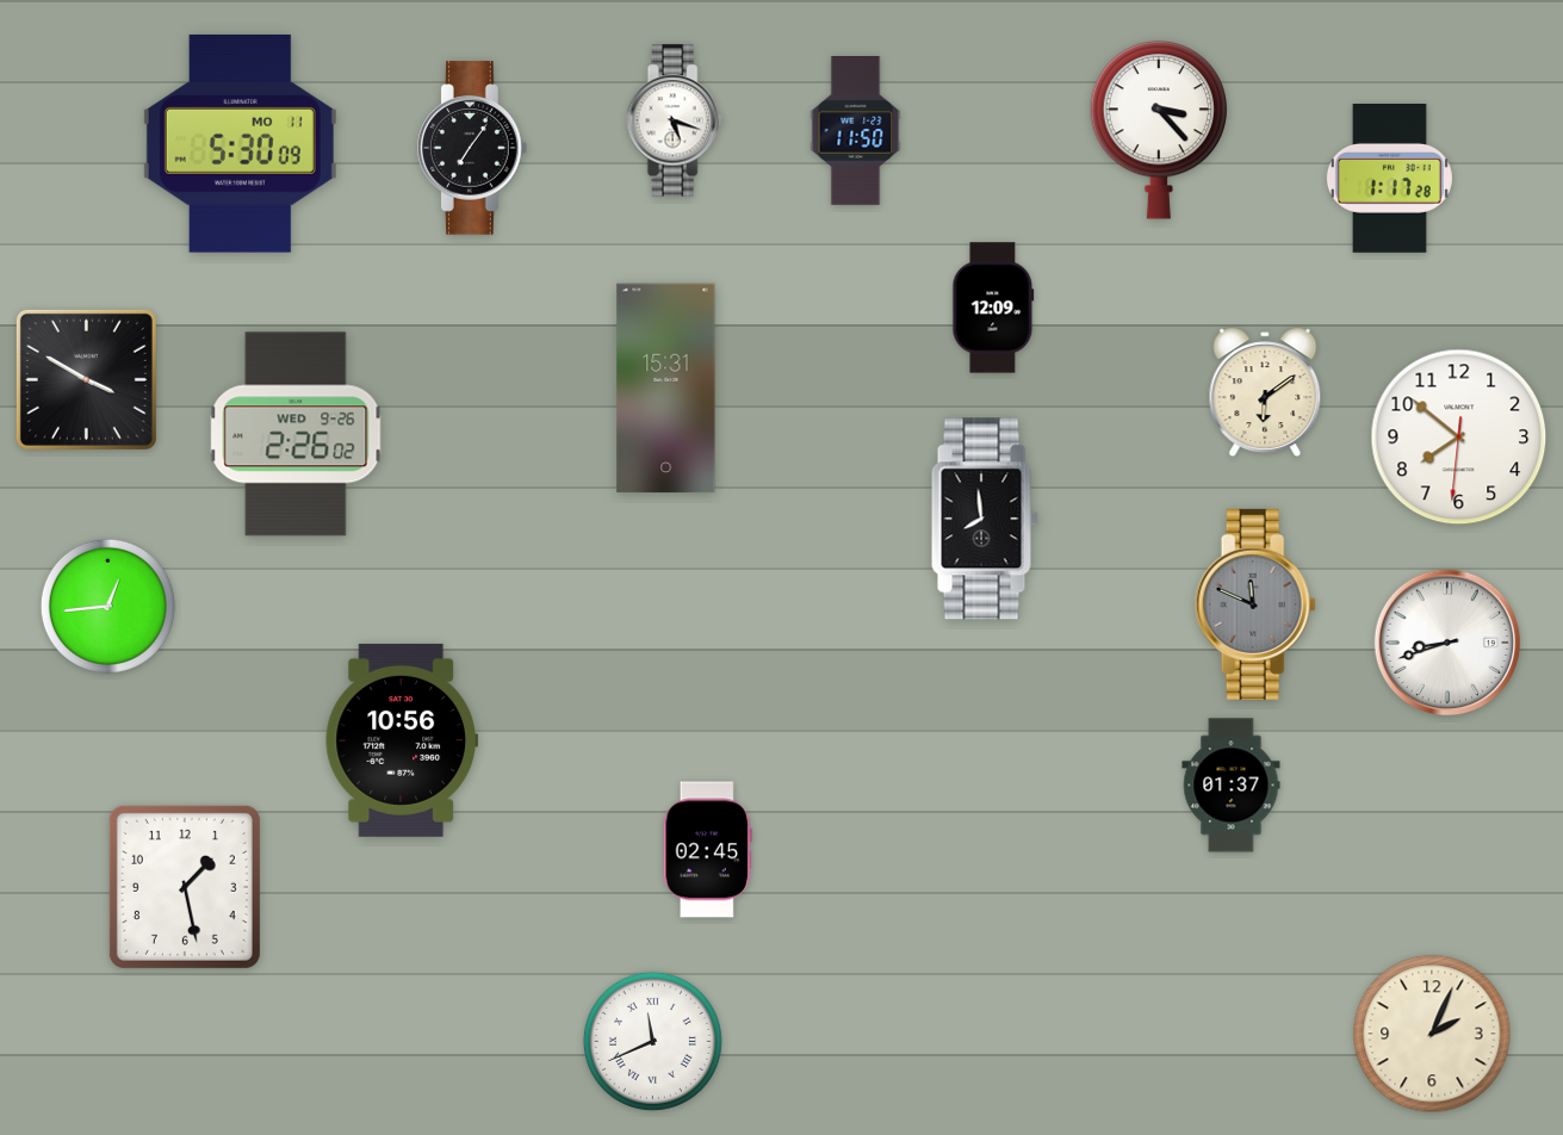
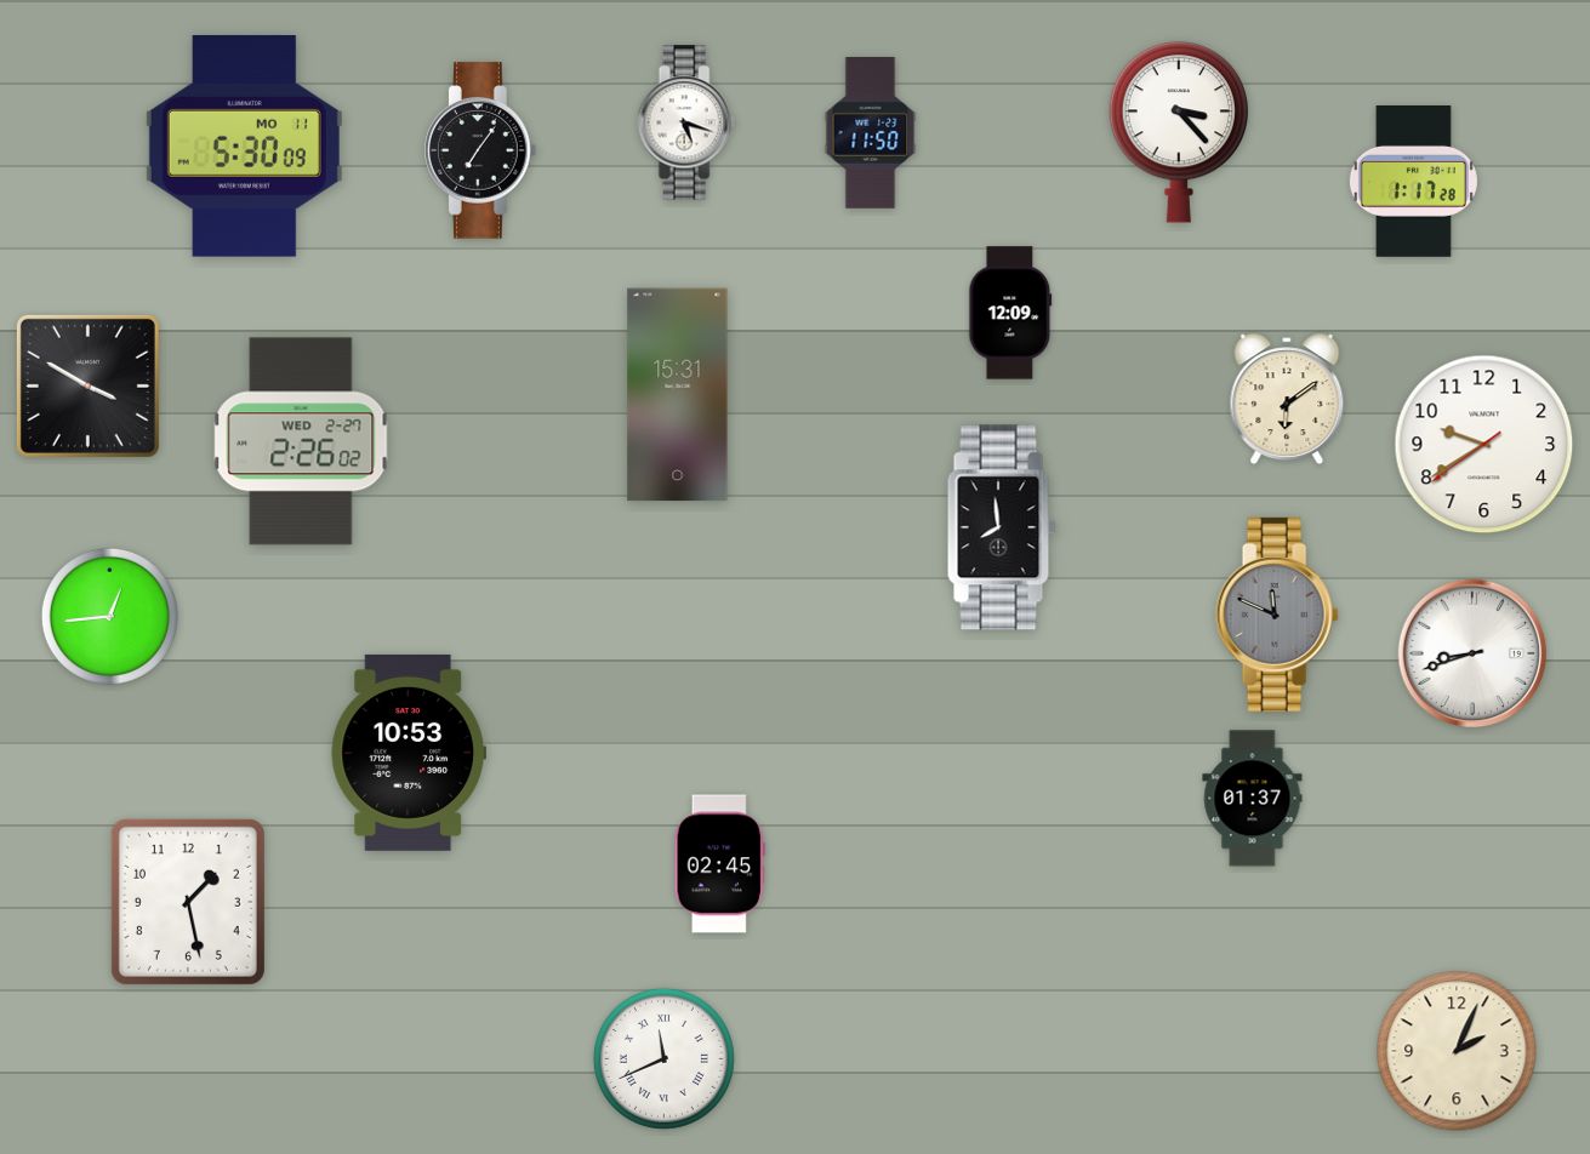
clock at (296, 434) date: WED 9-26 -> WED 2-27
clock at (1459, 438): 7:51 -> 9:39
clock at (401, 740): 10:56 -> 10:53
